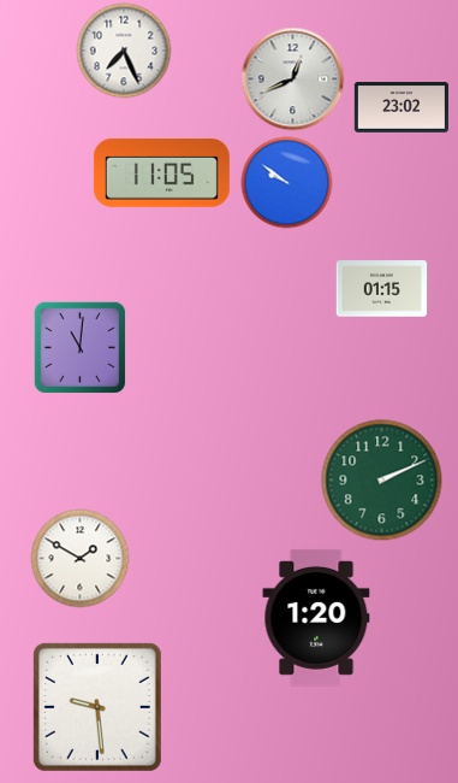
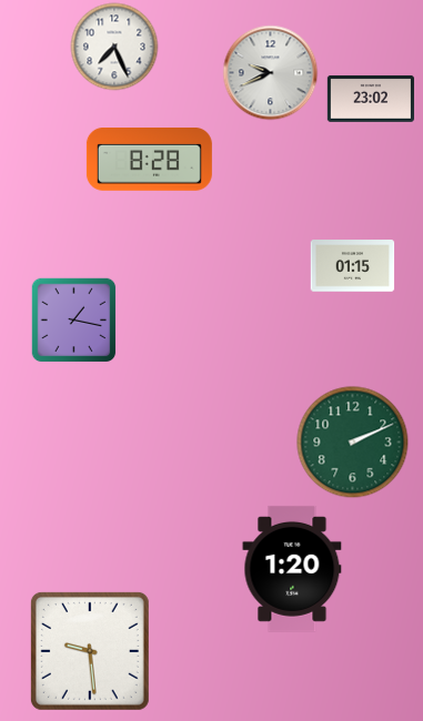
clock at (293, 80): 12:41 -> 9:41
clock at (161, 173): 11:05 -> 8:28
clock at (287, 183): 9:51 -> none
clock at (79, 347): 11:01 -> 1:17
clock at (81, 559): 1:50 -> none
